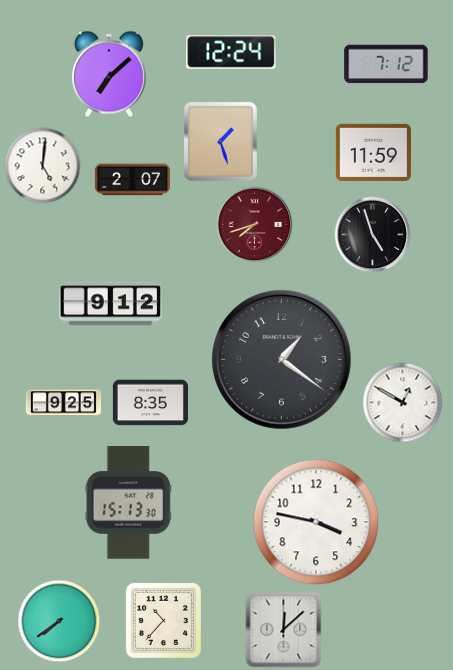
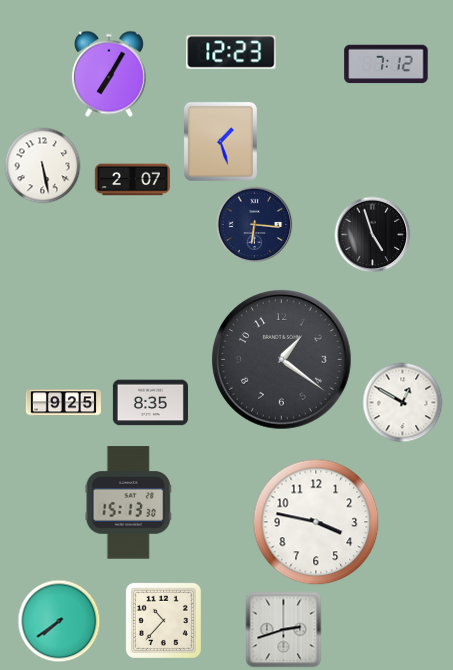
clock at (231, 52): 12:24 -> 12:23
clock at (109, 74): 7:08 -> 7:05
clock at (373, 152): 11:59 -> none
clock at (43, 166): 5:01 -> 5:28
clock at (255, 225): 7:42 -> 6:16
clock at (255, 225) dial: burgundy -> navy
clock at (111, 304): 9:12 -> none
clock at (284, 630): 12:08 -> 2:42
